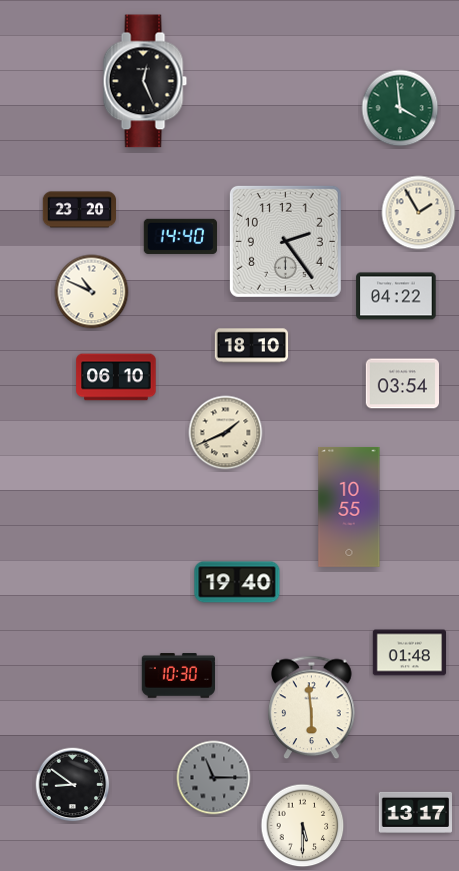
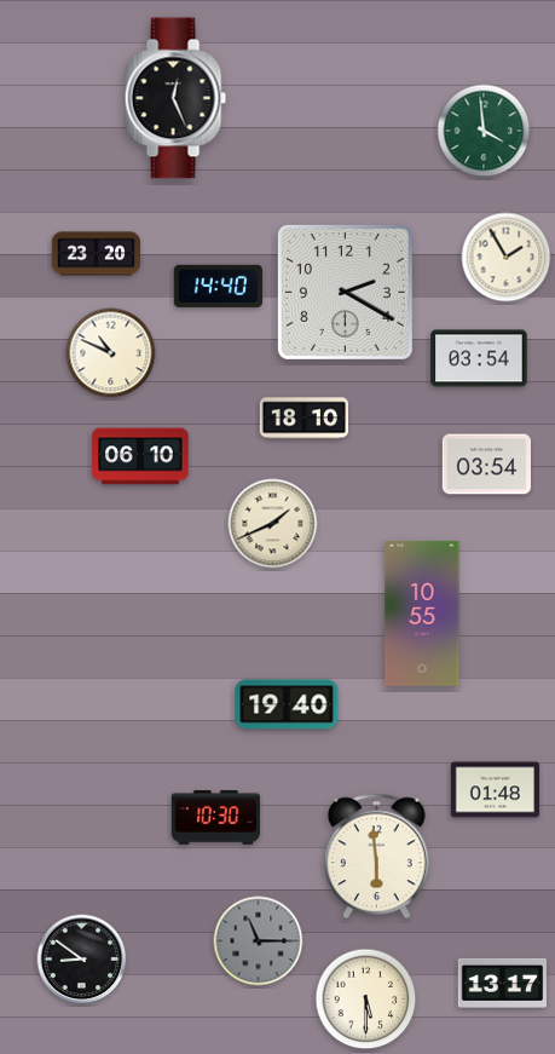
clock at (285, 241): 2:24 -> 2:20
clock at (396, 296): 04:22 -> 03:54
clock at (73, 785) position: (73, 785) -> (82, 960)
